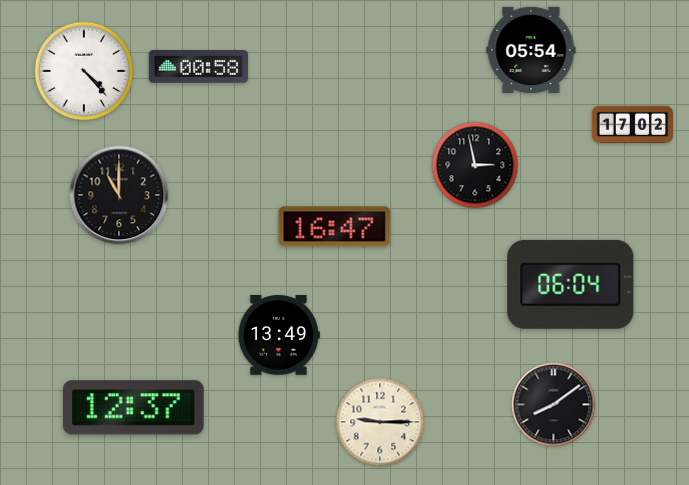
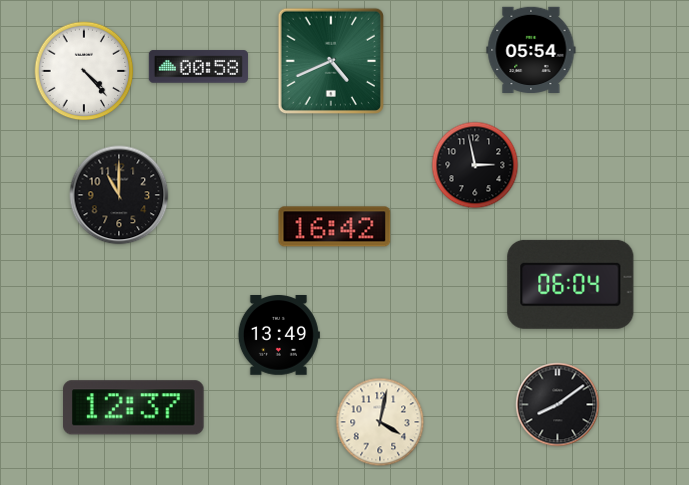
clock at (330, 60): none -> 4:41
clock at (632, 124): 17:02 -> none
clock at (335, 227): 16:47 -> 16:42
clock at (554, 405) position: (554, 405) -> (558, 405)
clock at (380, 422): 9:15 -> 4:02
